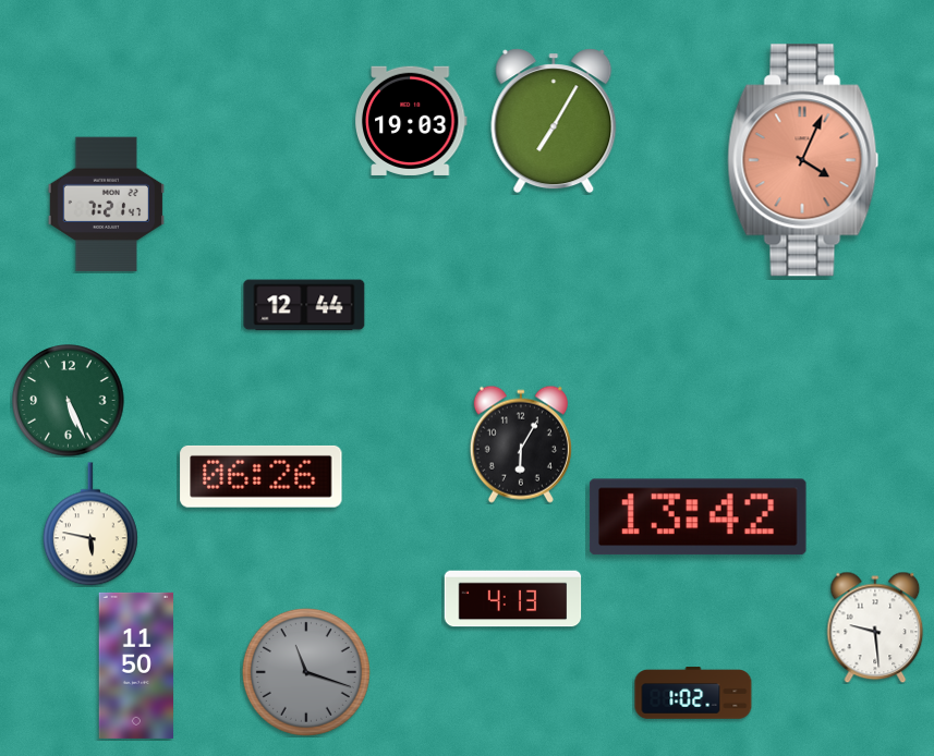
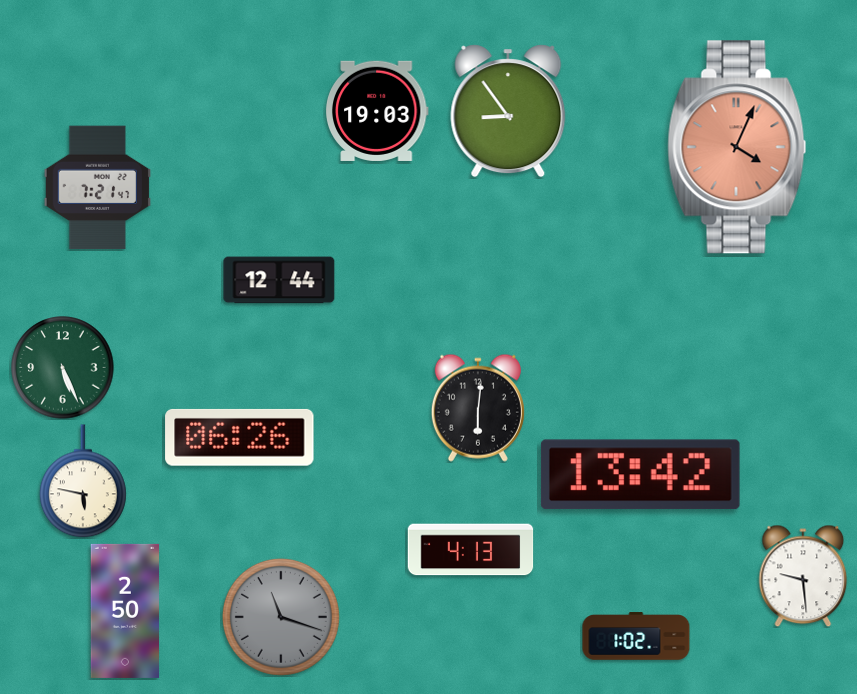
clock at (554, 121): 7:05 -> 8:54
clock at (521, 444): 6:05 -> 6:01
clock at (136, 666): 11:50 -> 2:50
